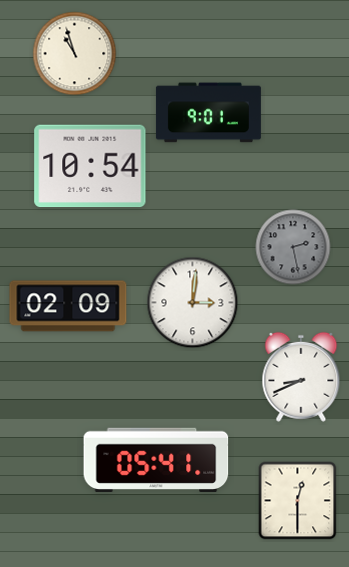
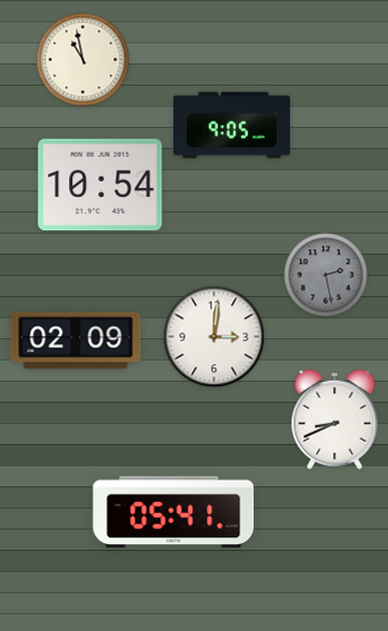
clock at (75, 54): 10:57 -> 10:58
clock at (208, 113): 9:01 -> 9:05
clock at (298, 501): 12:30 -> none
